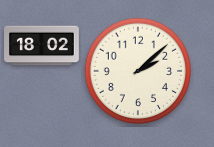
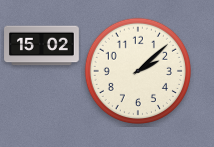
clock at (42, 46): 18:02 -> 15:02
